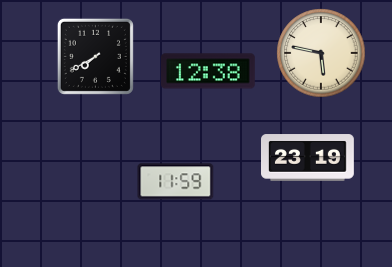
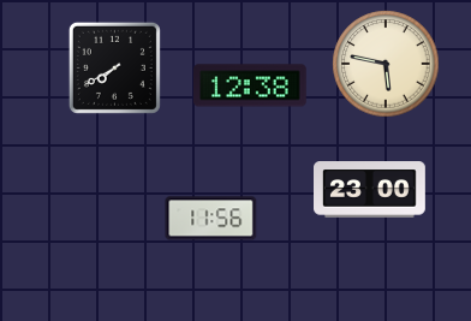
clock at (308, 158): 23:19 -> 23:00
clock at (176, 182): 11:59 -> 11:56
